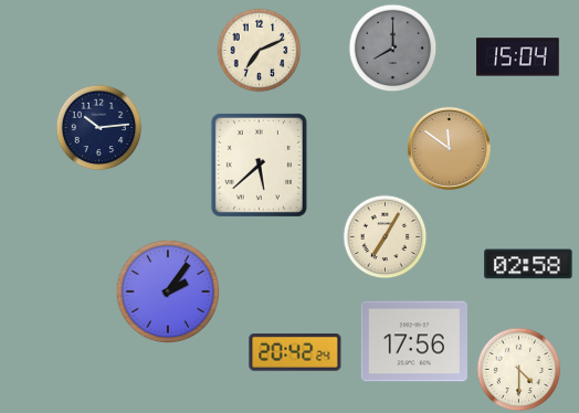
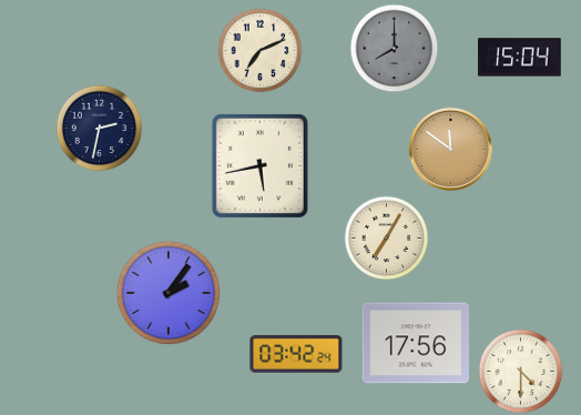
clock at (99, 128): 10:14 -> 2:32
clock at (259, 165): 5:38 -> 5:43
clock at (528, 264): 02:58 -> none
clock at (295, 353): 20:42 -> 03:42
